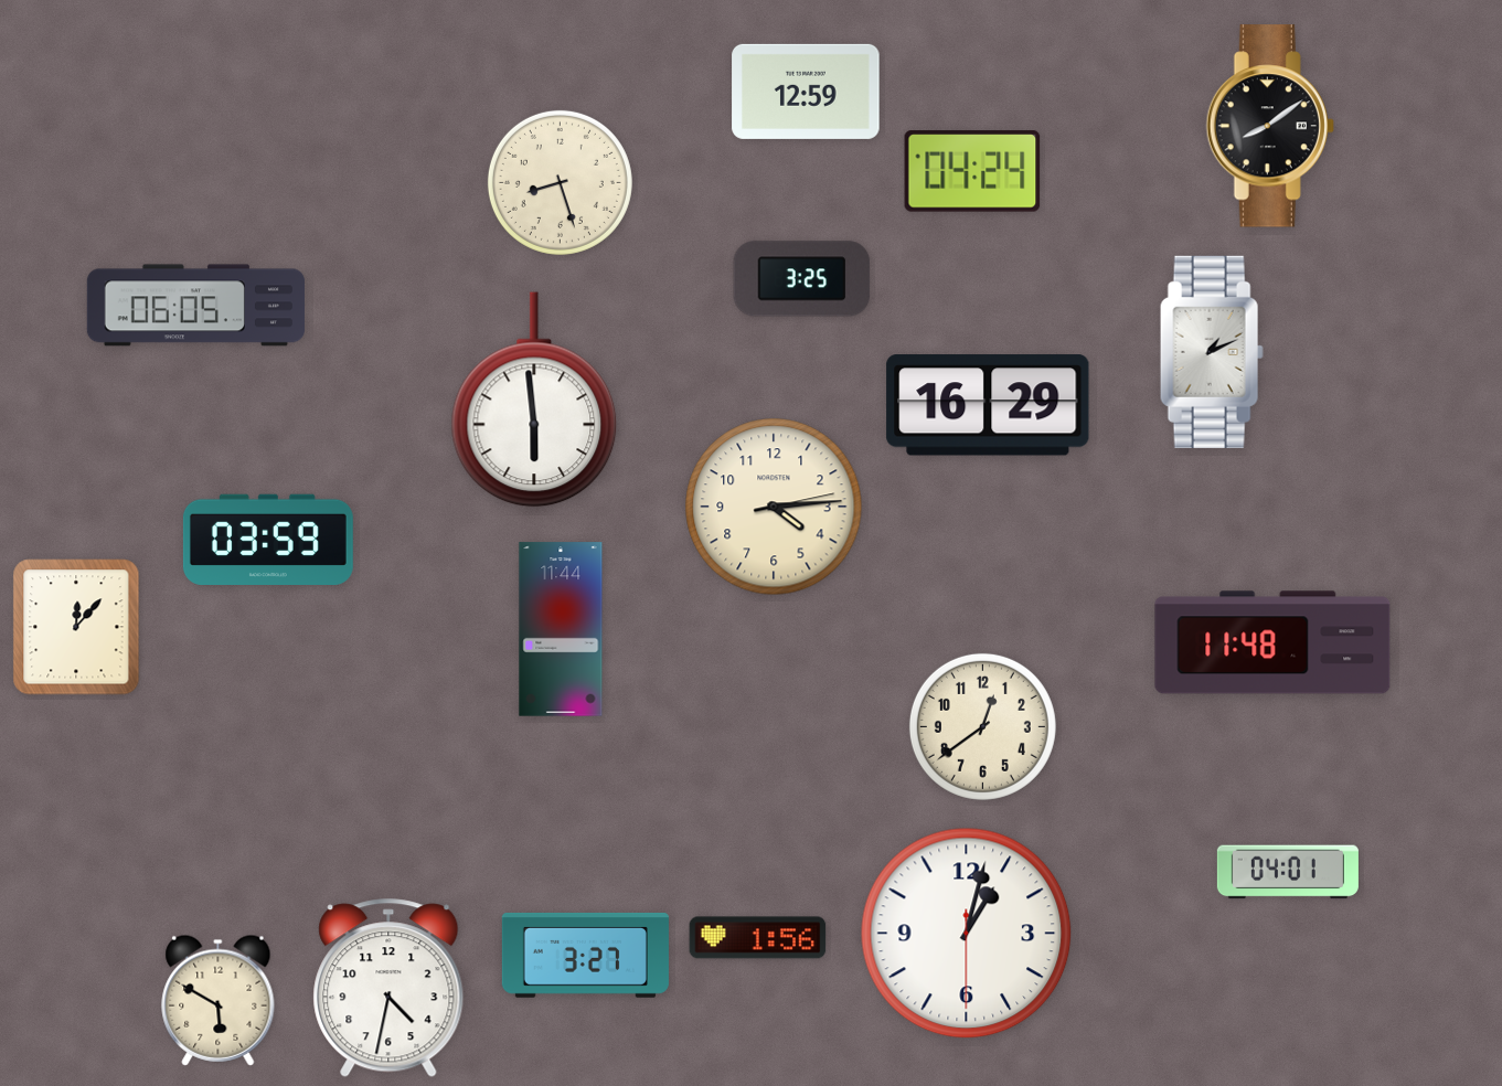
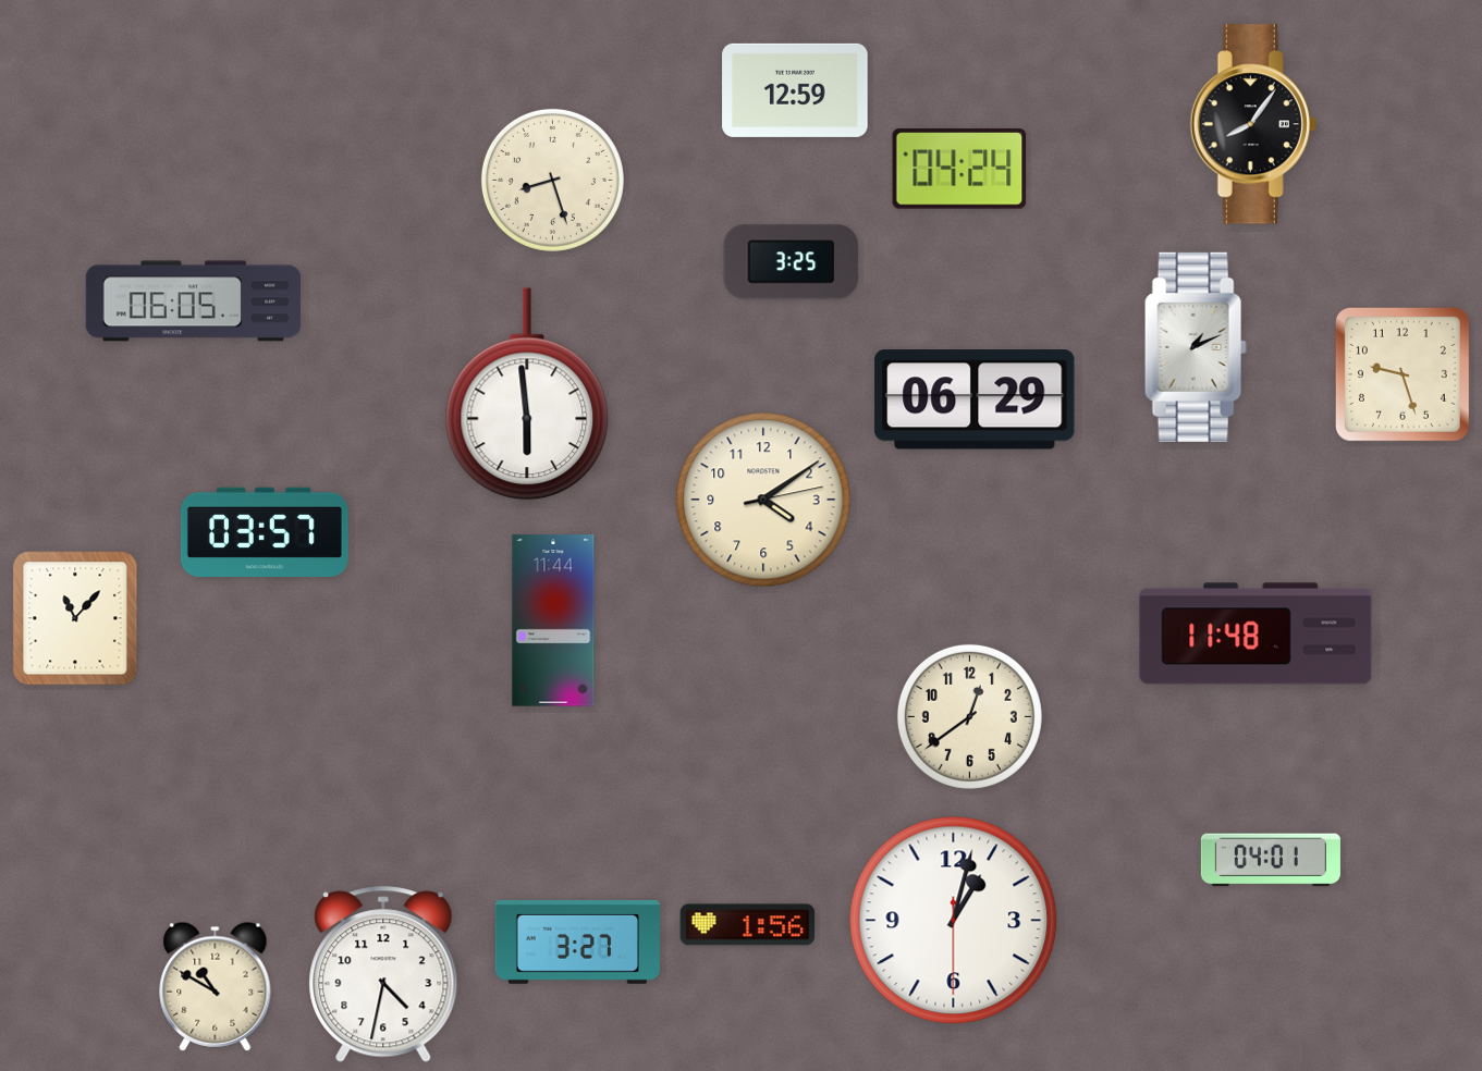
clock at (1270, 126): 8:09 -> 8:06
clock at (802, 279) position: (802, 279) -> (792, 262)
clock at (1403, 374): none -> 9:27
clock at (988, 405): 16:29 -> 06:29
clock at (774, 507): 4:14 -> 4:09
clock at (268, 539): 03:59 -> 03:57
clock at (76, 627): 12:07 -> 11:07
clock at (219, 1000): 5:50 -> 10:50
